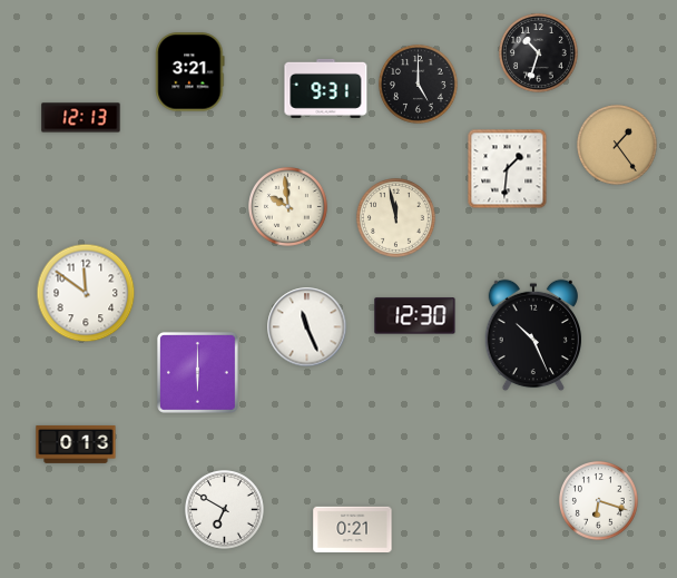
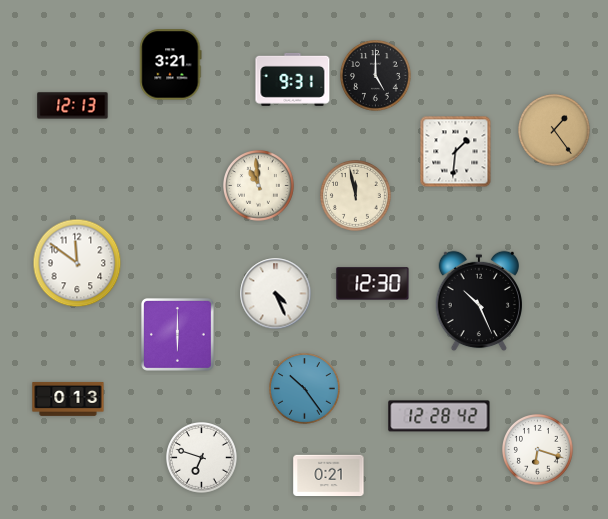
clock at (539, 53): 10:33 -> none
clock at (288, 207): 9:59 -> 10:59
clock at (307, 327): 11:26 -> 4:26
clock at (305, 389): none -> 10:24
clock at (439, 416): none -> 12:28
clock at (225, 510): 6:50 -> 6:48
clock at (353, 530) position: (353, 530) -> (329, 476)
